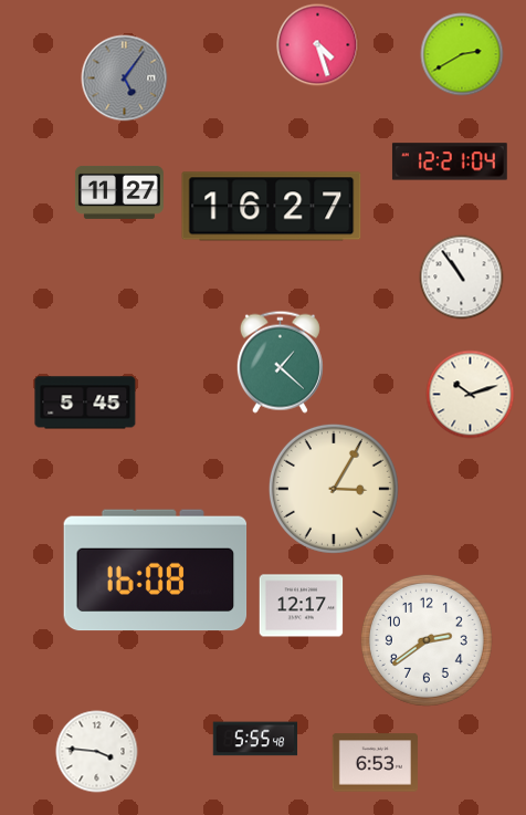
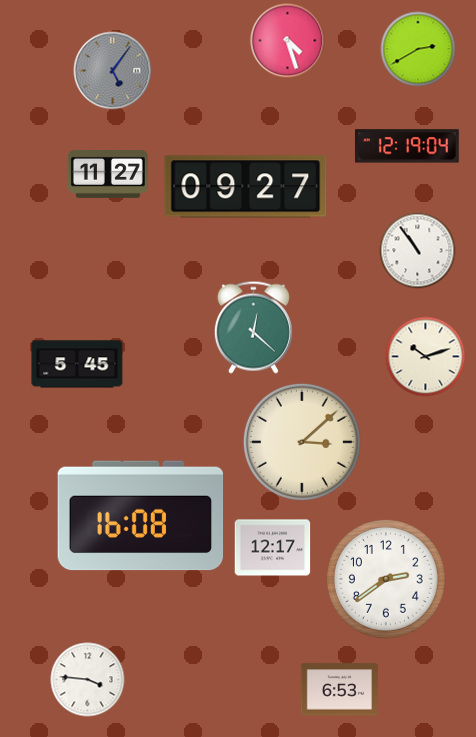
clock at (450, 161): 12:21 -> 12:19
clock at (272, 207): 16:27 -> 09:27
clock at (280, 362): 1:22 -> 12:22
clock at (334, 489): 3:05 -> 3:08
clock at (255, 739): 5:55 -> none
